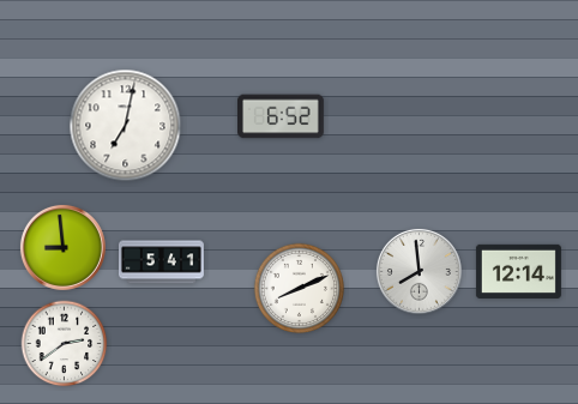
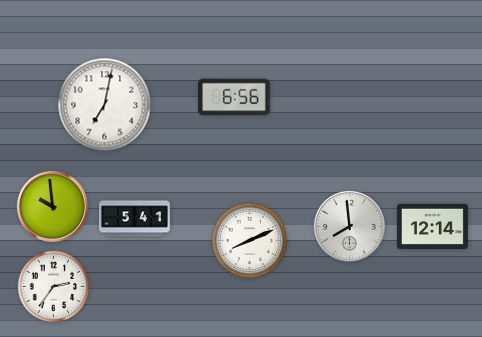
clock at (282, 116): 6:52 -> 6:56
clock at (62, 247): 8:59 -> 9:59
clock at (65, 344): 2:39 -> 2:36
